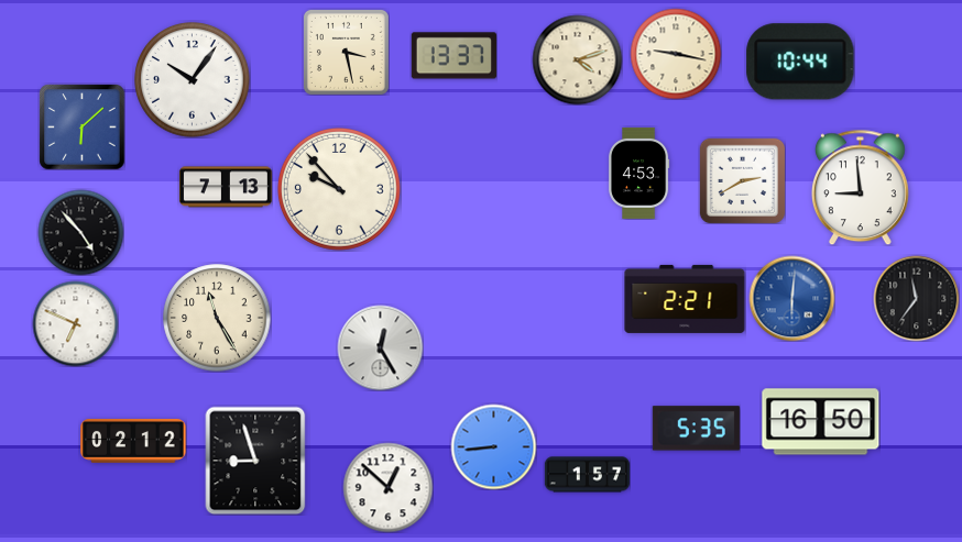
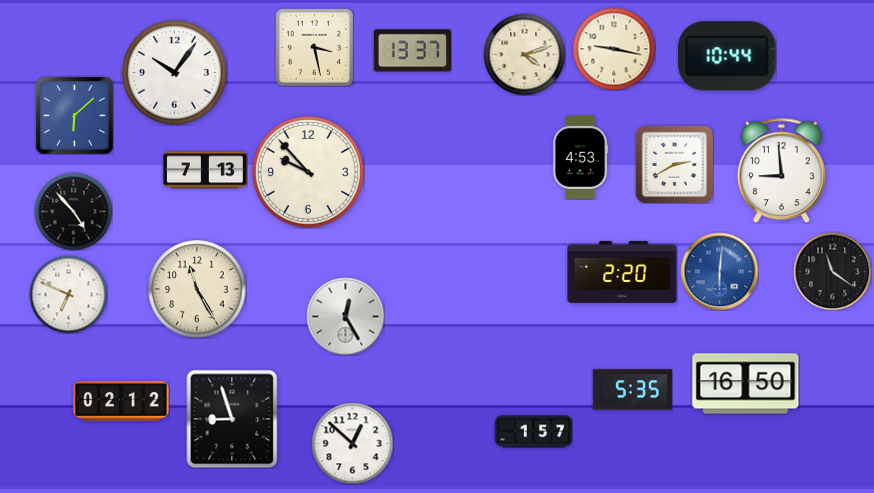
clock at (916, 298): 11:36 -> 11:21
clock at (685, 299): 2:21 -> 2:20
clock at (493, 446): 8:44 -> none
